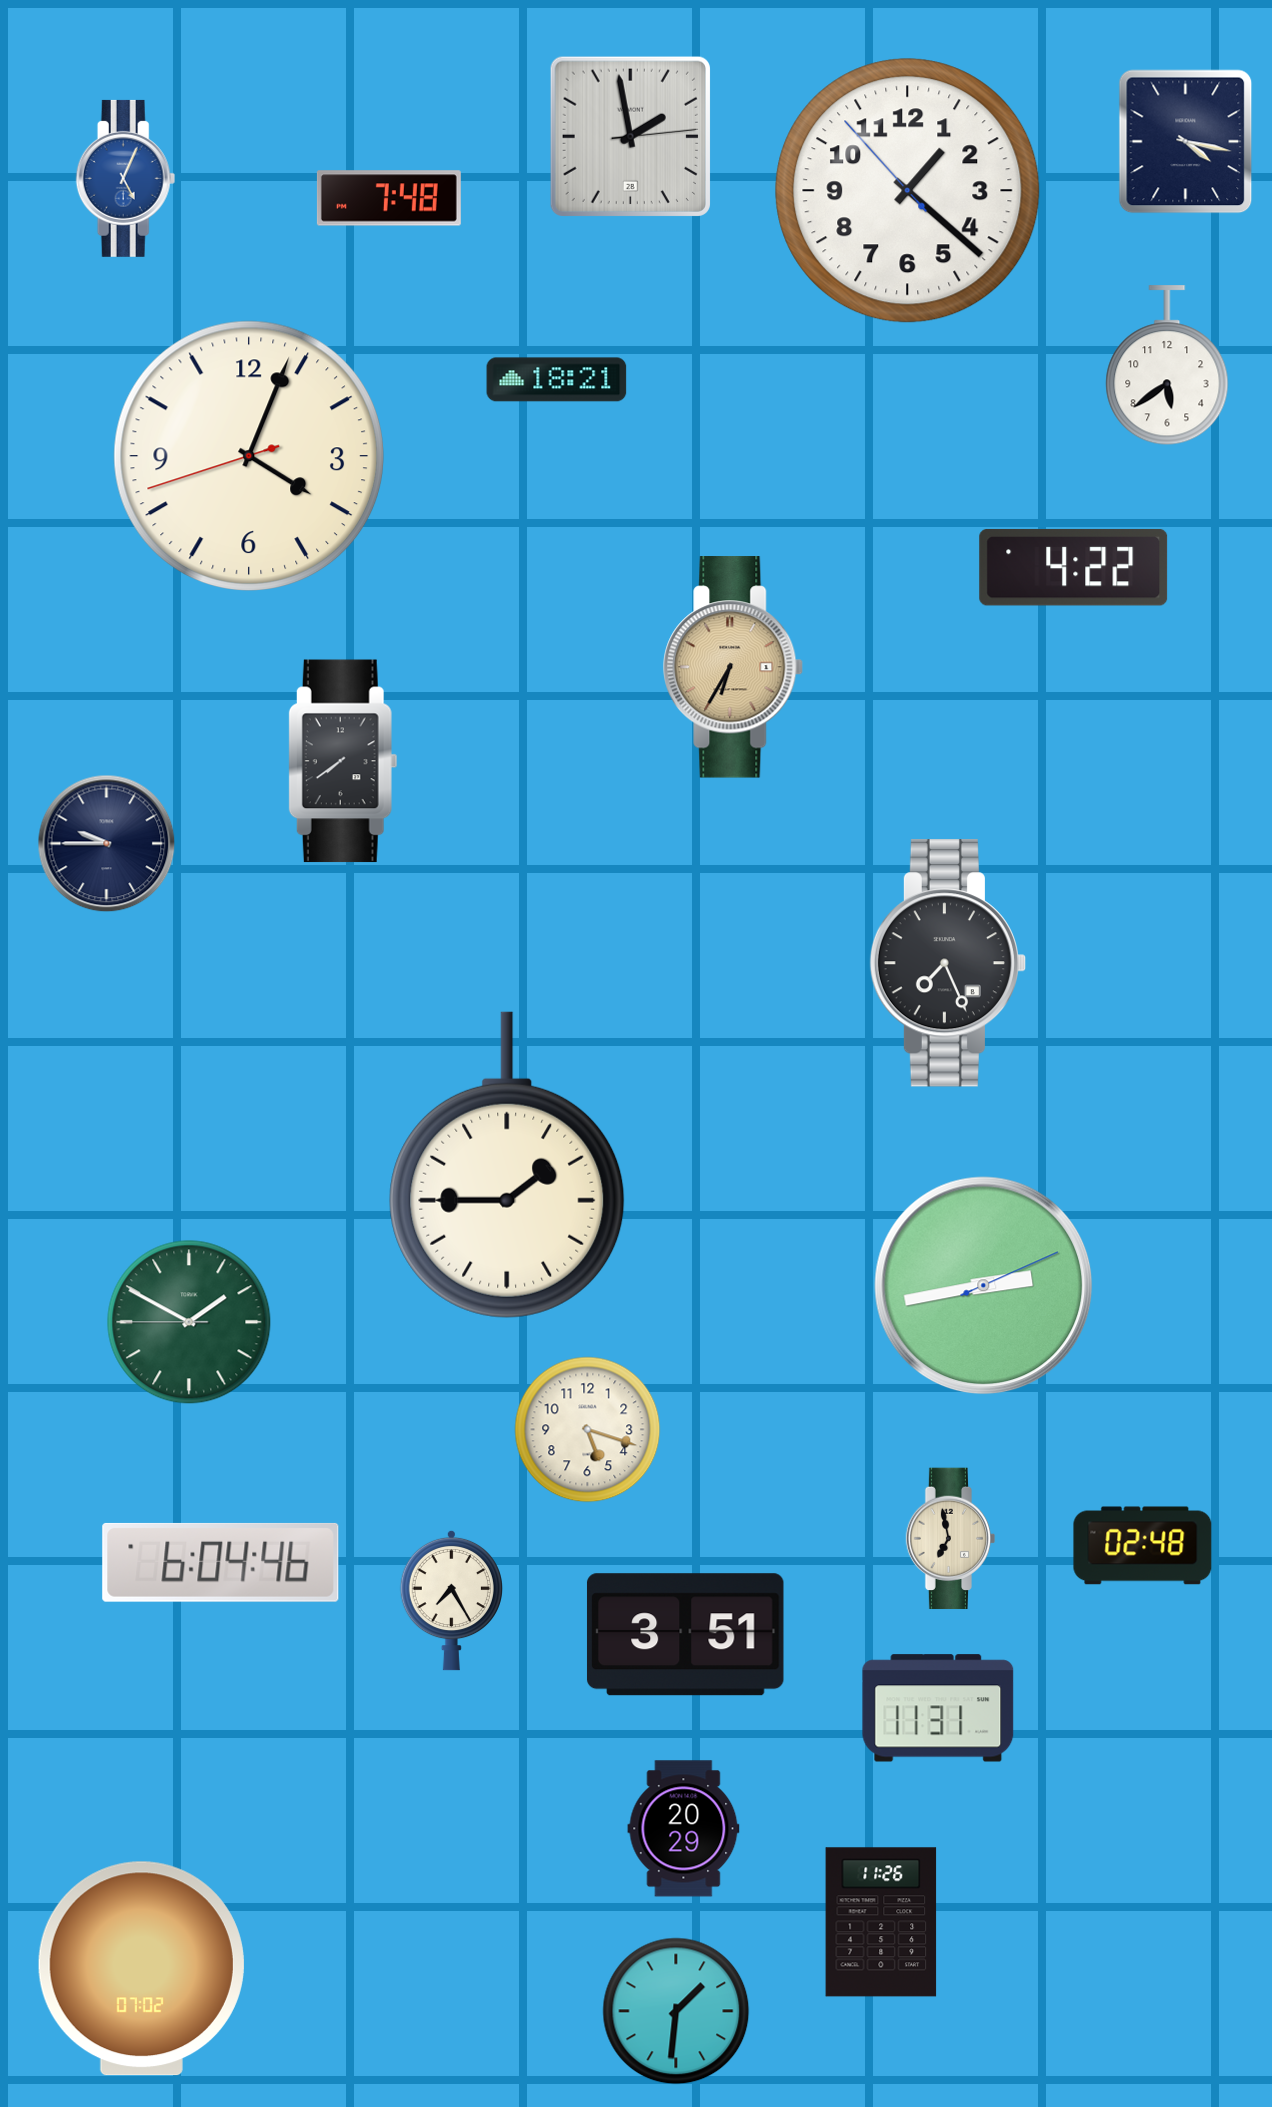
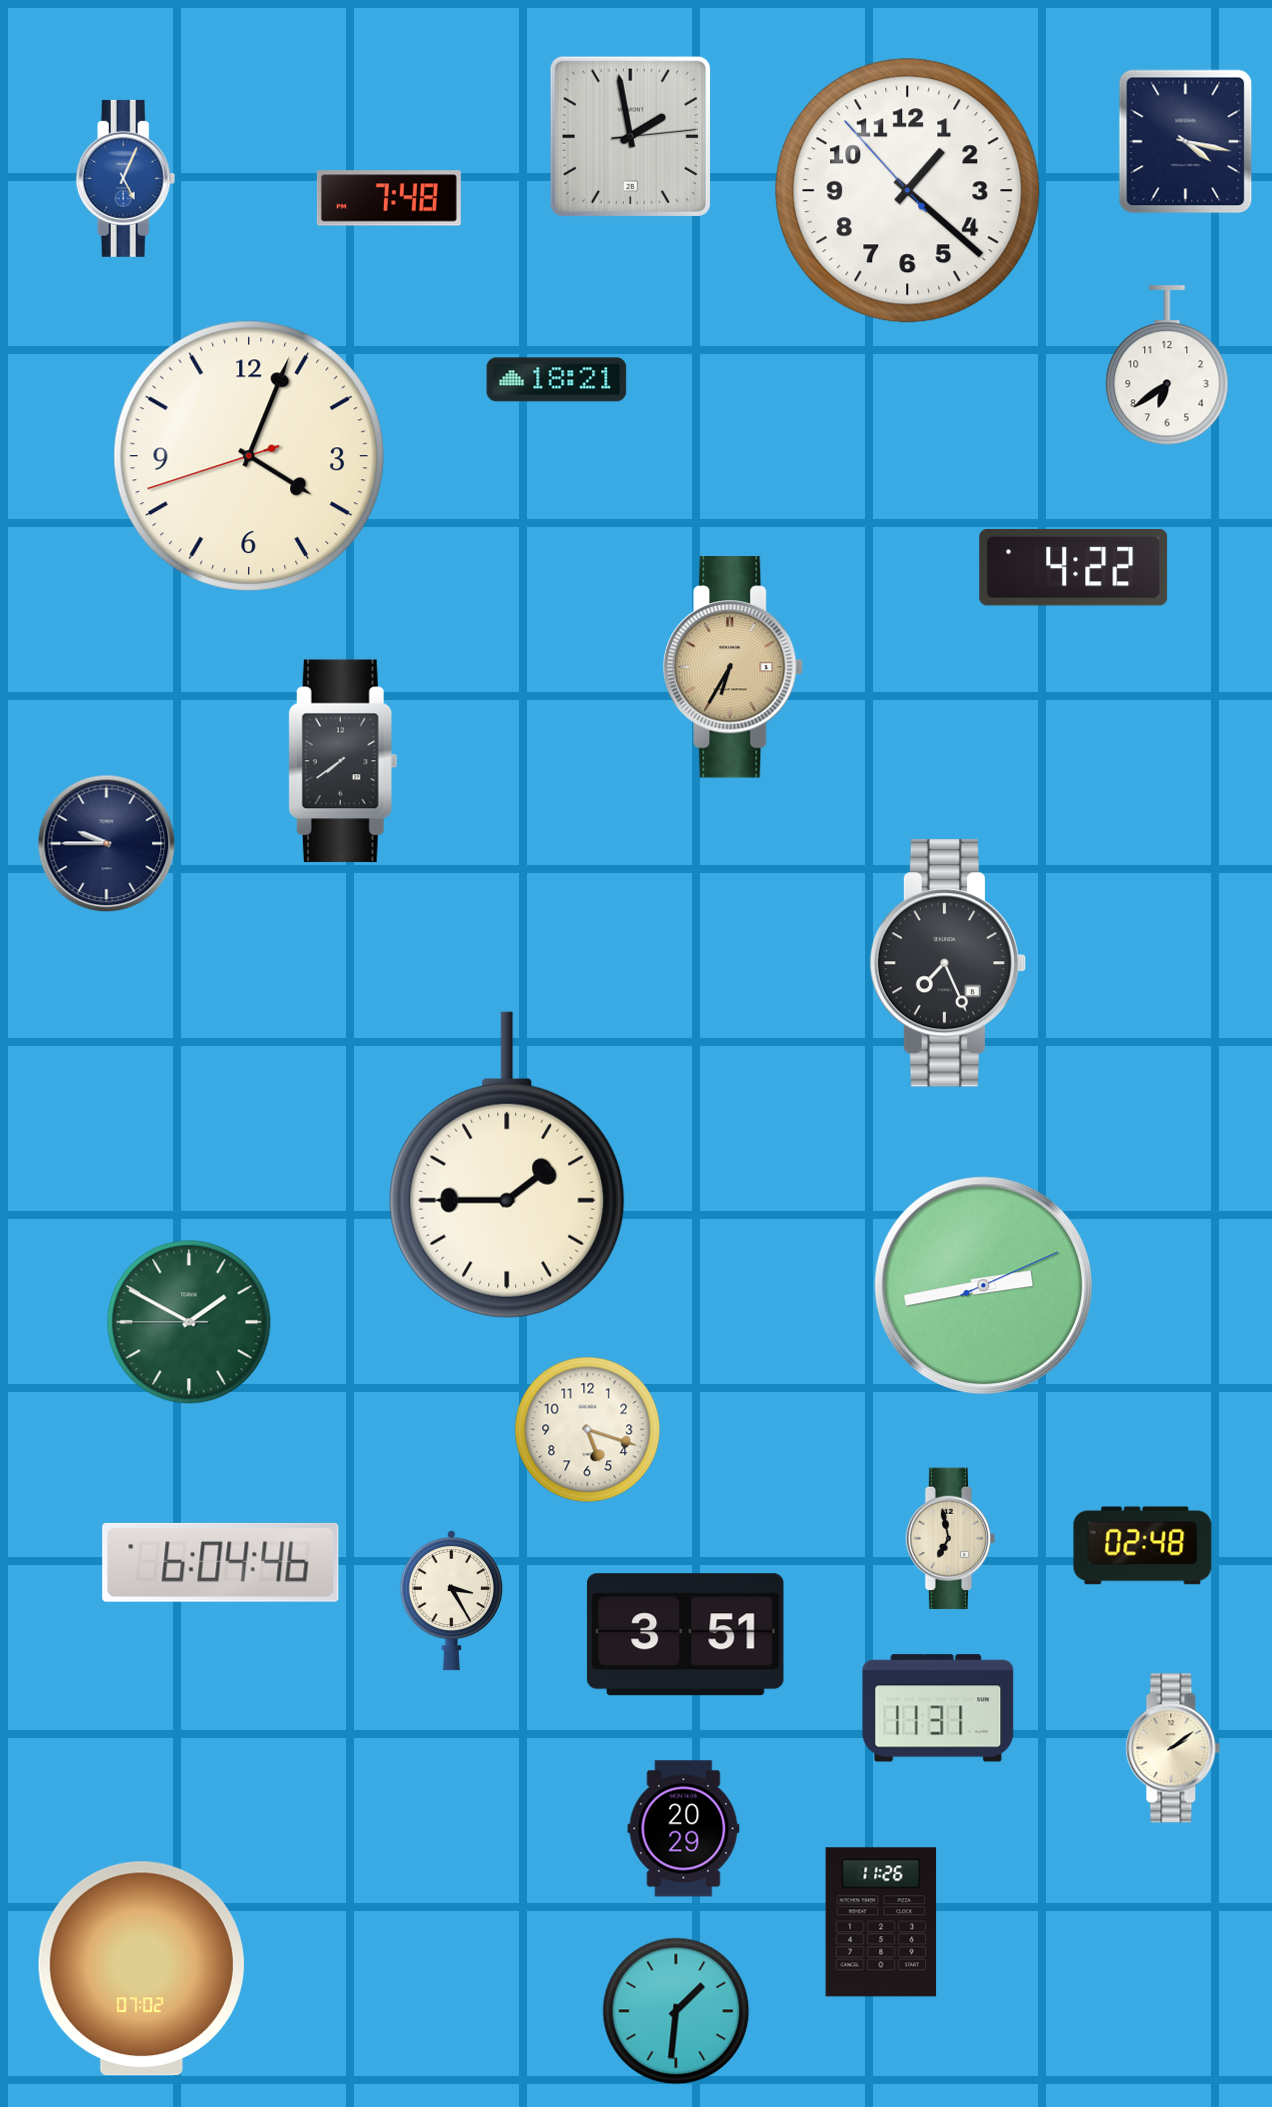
clock at (1167, 366): 5:39 -> 6:39
clock at (451, 1600): 7:25 -> 3:25
clock at (1173, 1748): none -> 2:09
